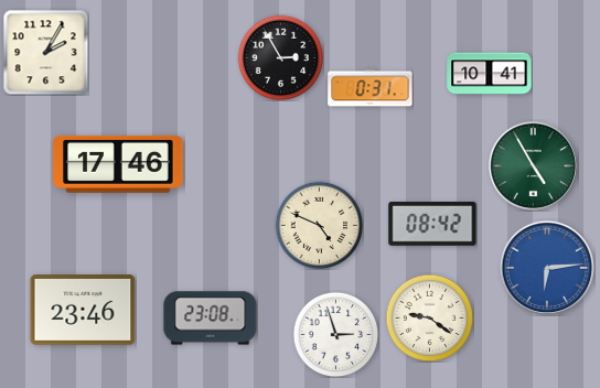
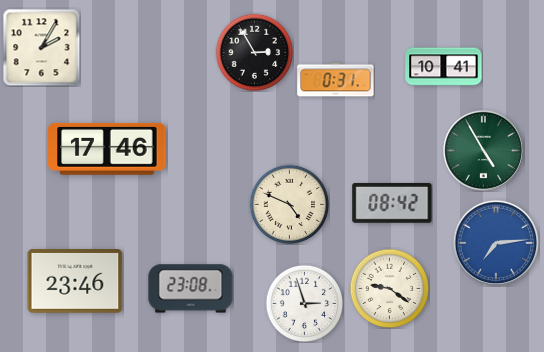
clock at (547, 268): 6:14 -> 7:14
